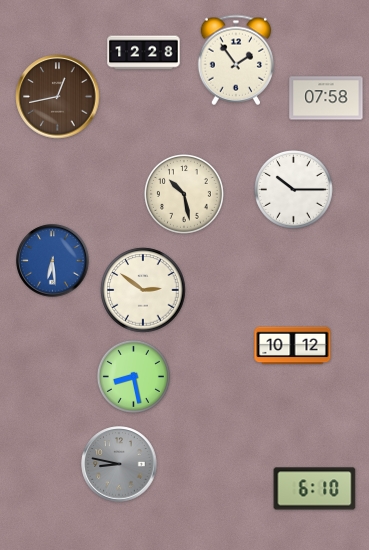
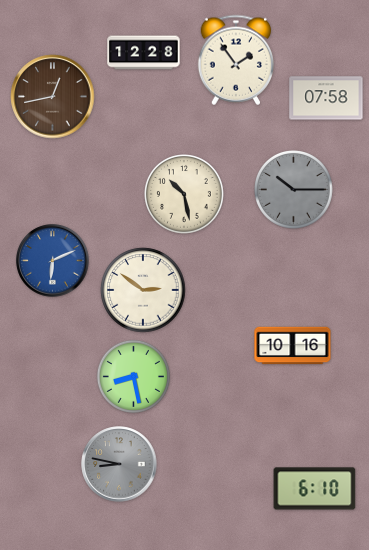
clock at (58, 97) position: (58, 97) -> (53, 97)
clock at (294, 190) dial: white -> grey
clock at (53, 261): 6:29 -> 6:11
clock at (293, 346): 10:12 -> 10:16
